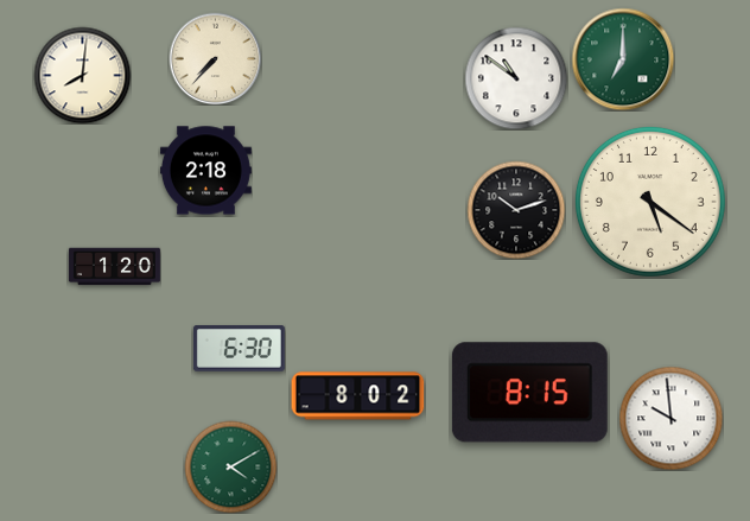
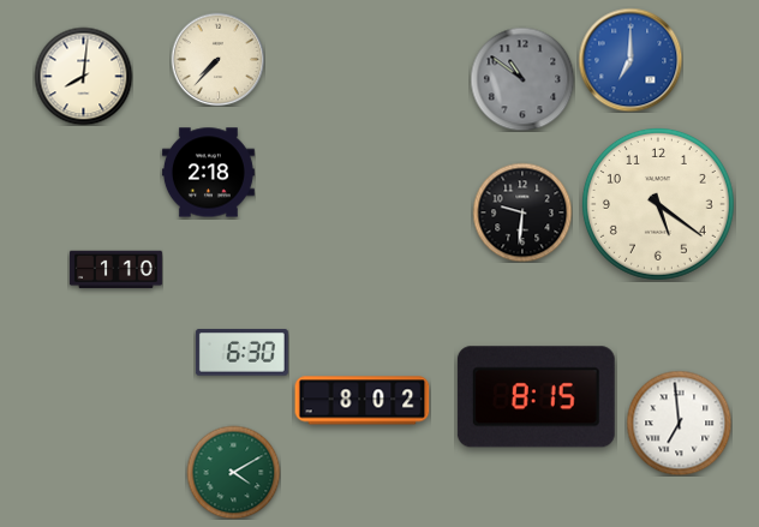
clock at (623, 59) dial: green -> blue
clock at (516, 78) dial: white -> grey
clock at (516, 210): 10:12 -> 9:31
clock at (114, 267): 1:20 -> 1:10
clock at (670, 418): 9:59 -> 6:59
